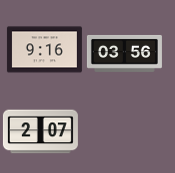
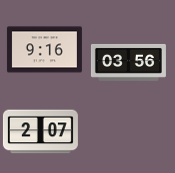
clock at (124, 53) position: (124, 53) -> (128, 62)
